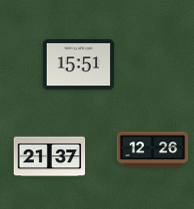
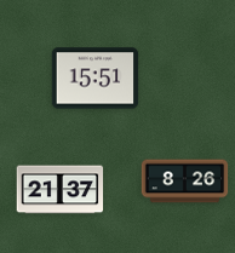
clock at (153, 150): 12:26 -> 8:26
